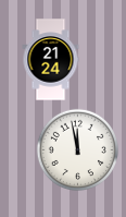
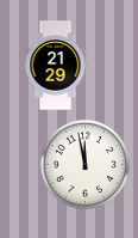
clock at (51, 60): 21:24 -> 21:29
